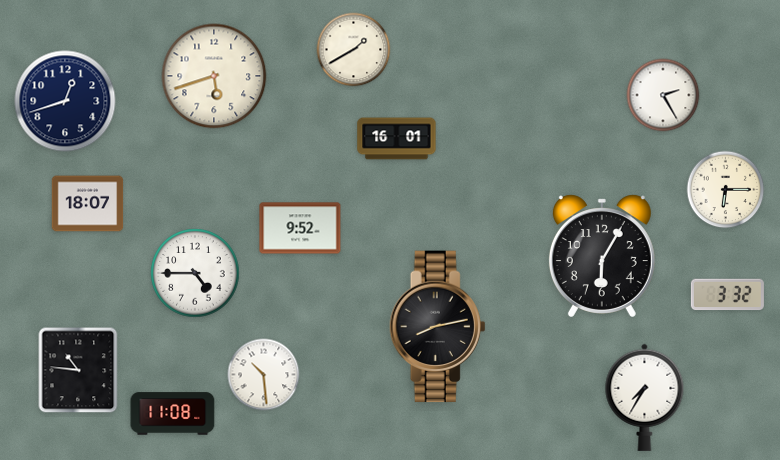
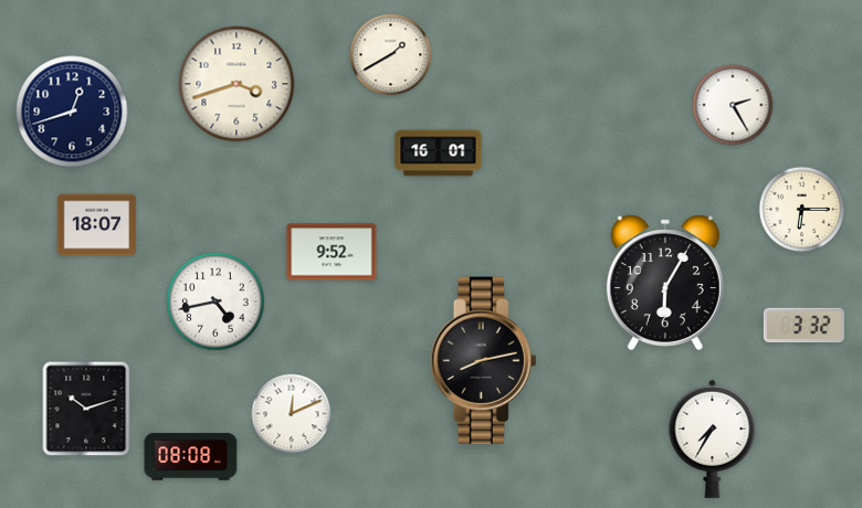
clock at (214, 76): 5:42 -> 3:42
clock at (195, 273): 4:45 -> 4:43
clock at (78, 370): 10:46 -> 10:12
clock at (264, 375): 10:29 -> 12:11
clock at (173, 414): 11:08 -> 08:08
